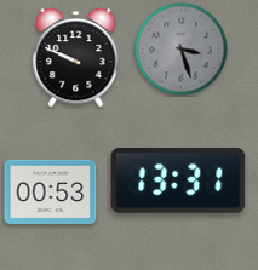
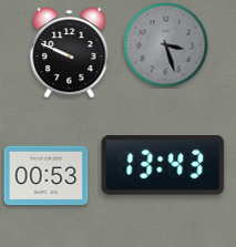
clock at (178, 180): 13:31 -> 13:43
